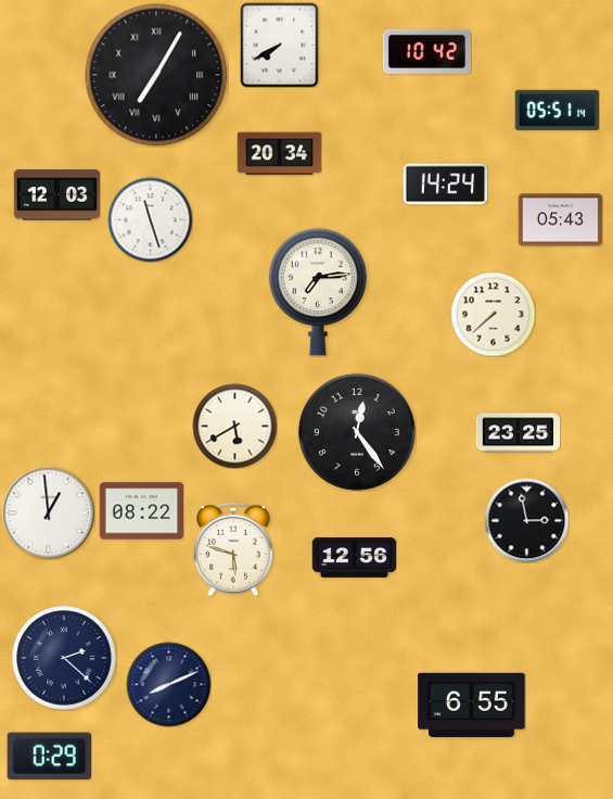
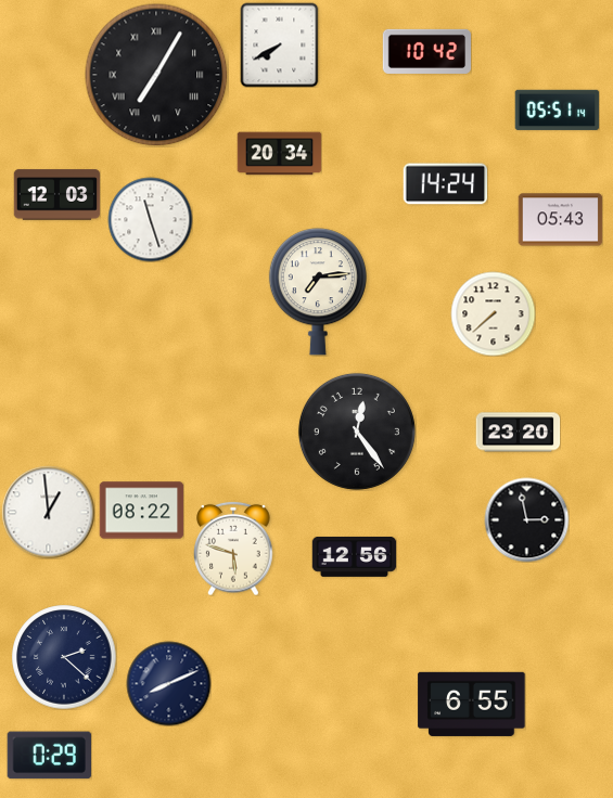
clock at (234, 426): 5:40 -> none
clock at (518, 433): 23:25 -> 23:20
